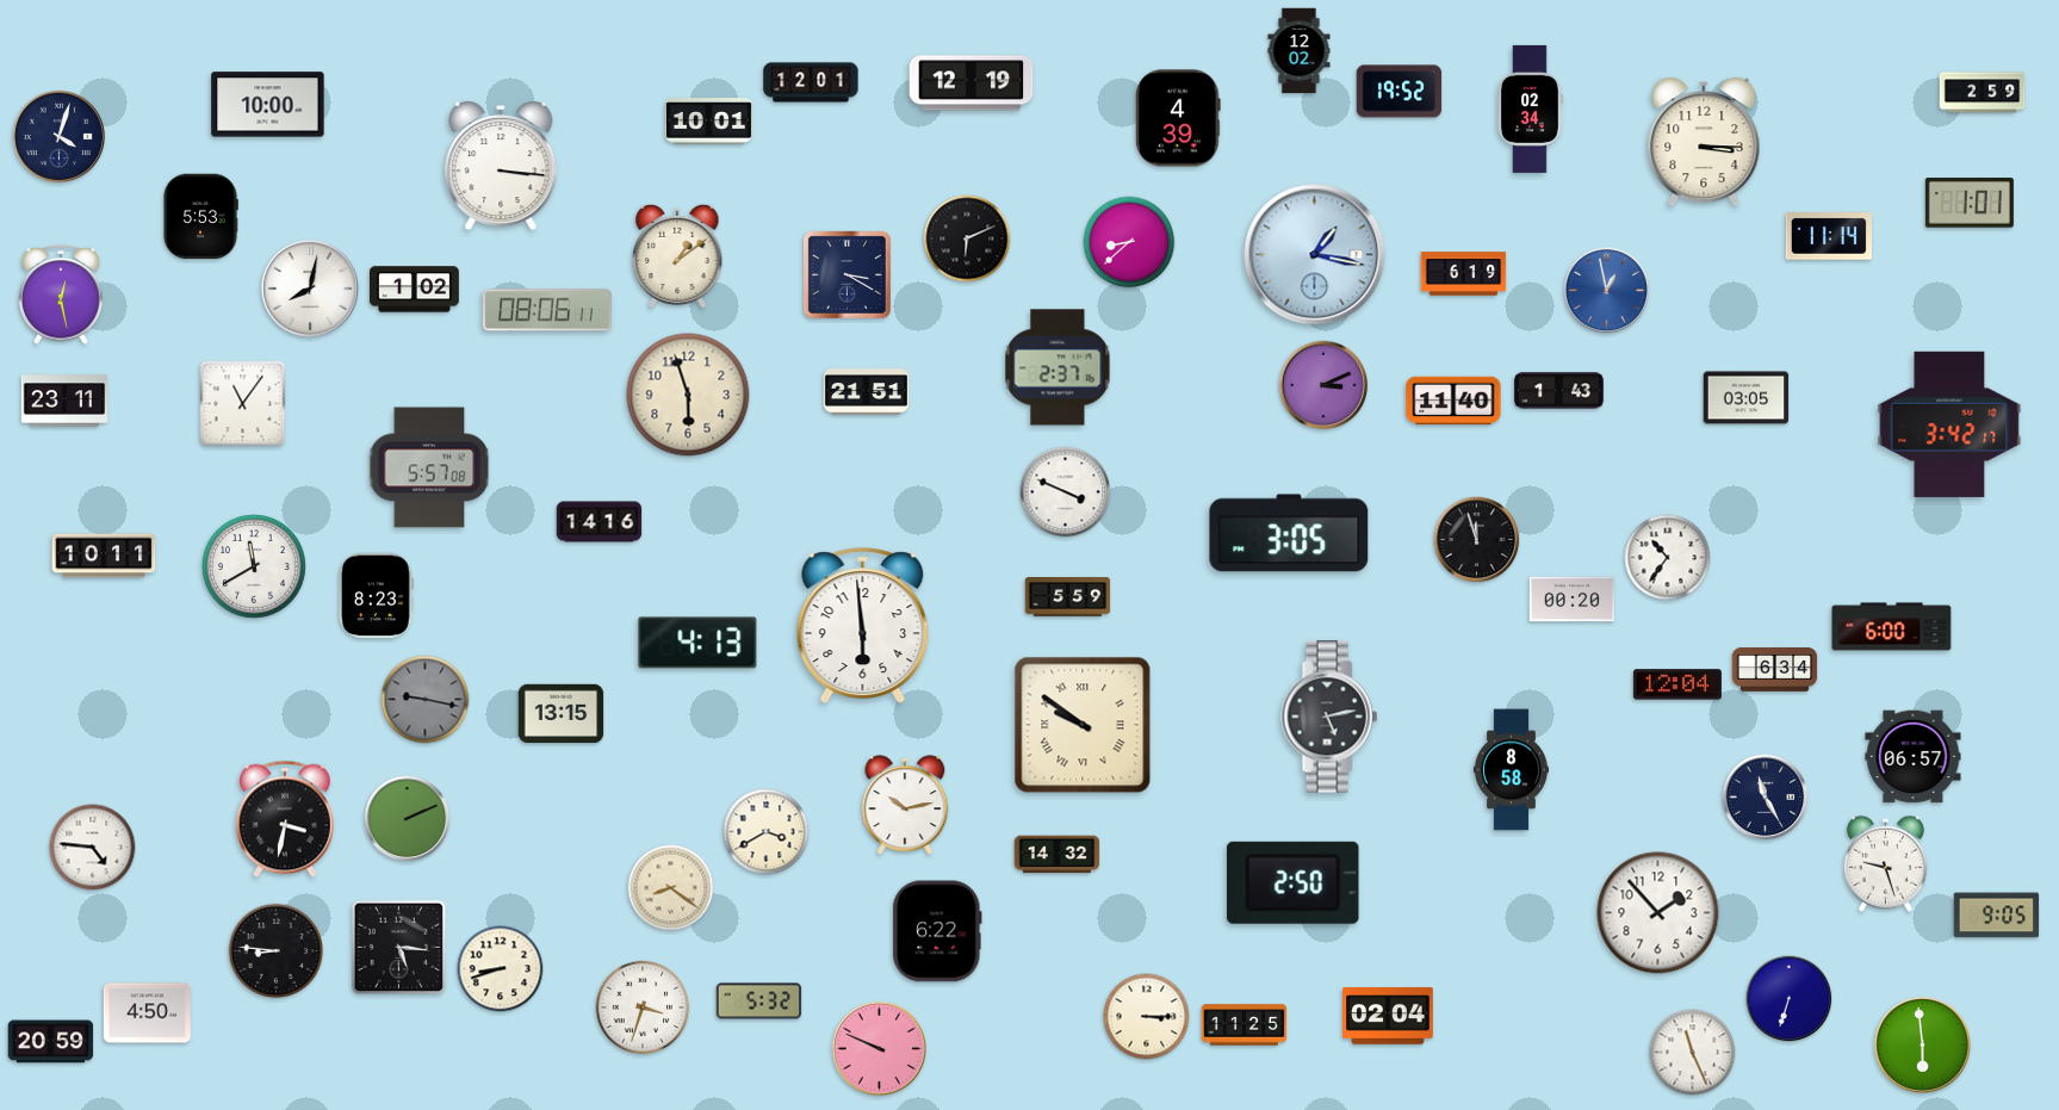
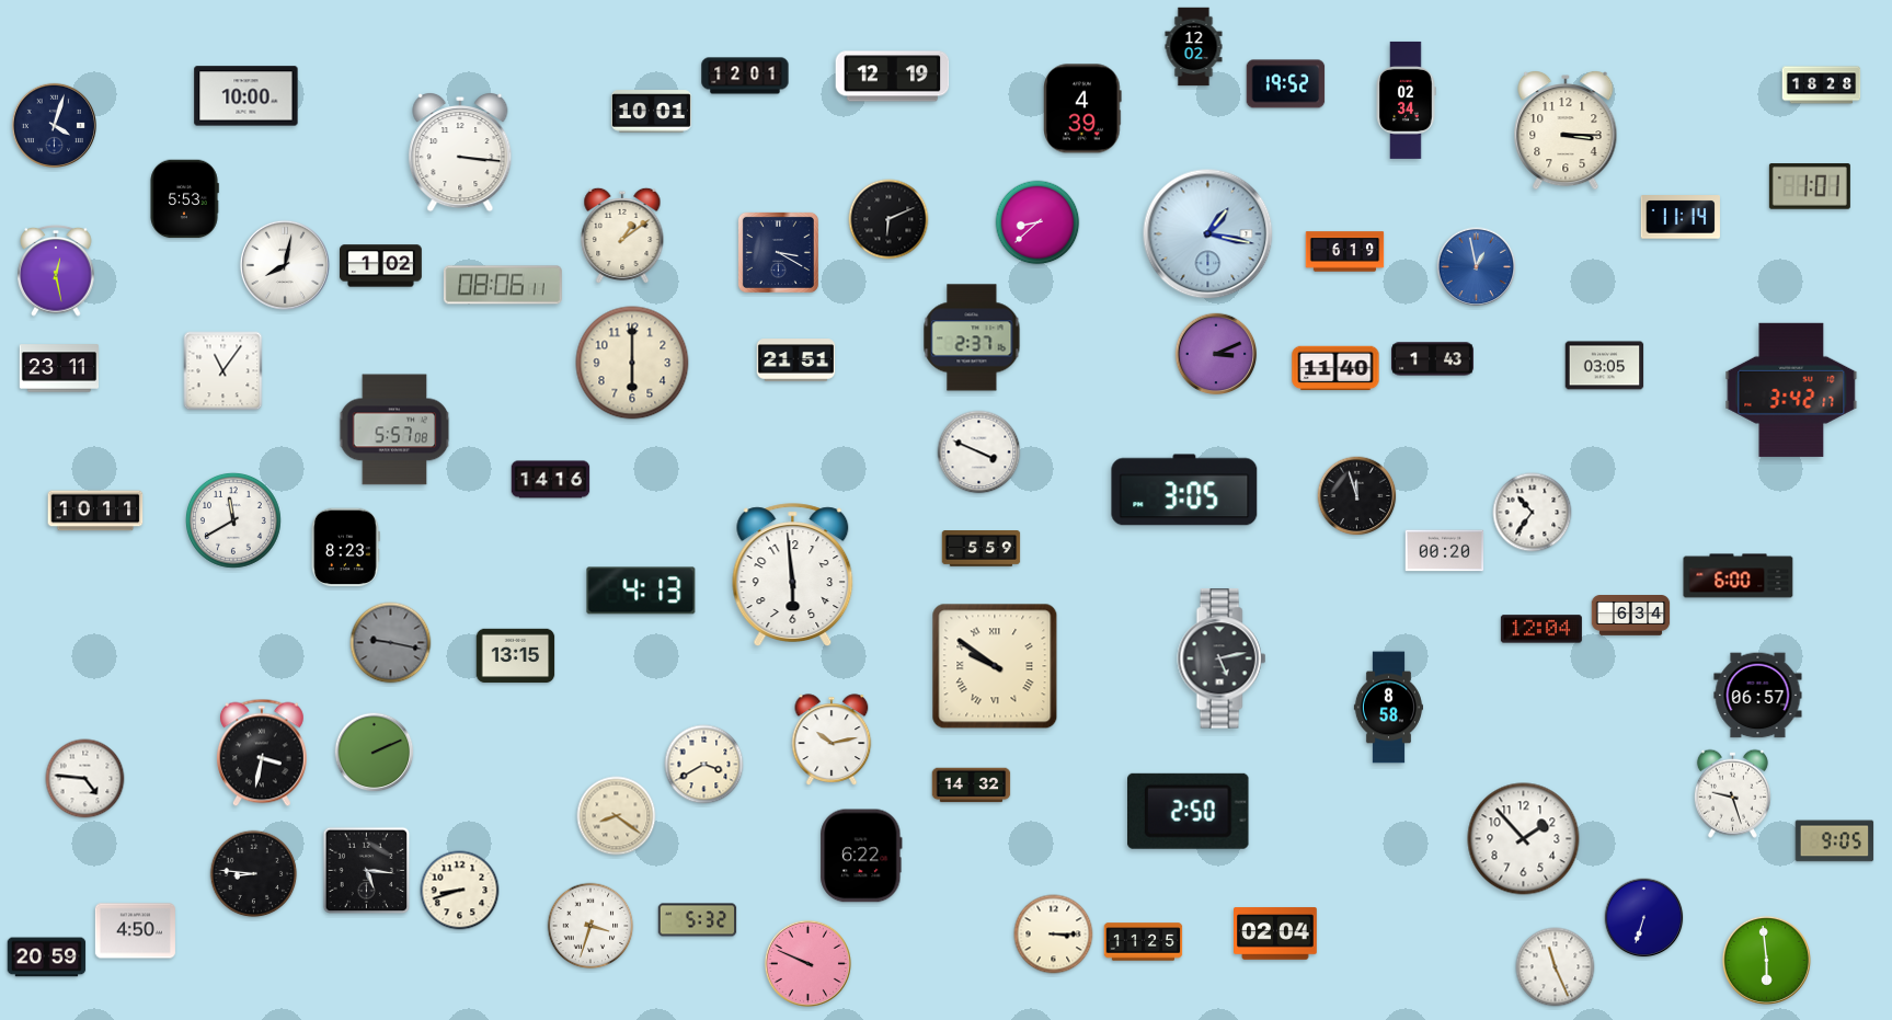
clock at (1983, 93): 2:59 -> 18:28
clock at (688, 395): 5:57 -> 6:00
clock at (1766, 798): 11:25 -> none
